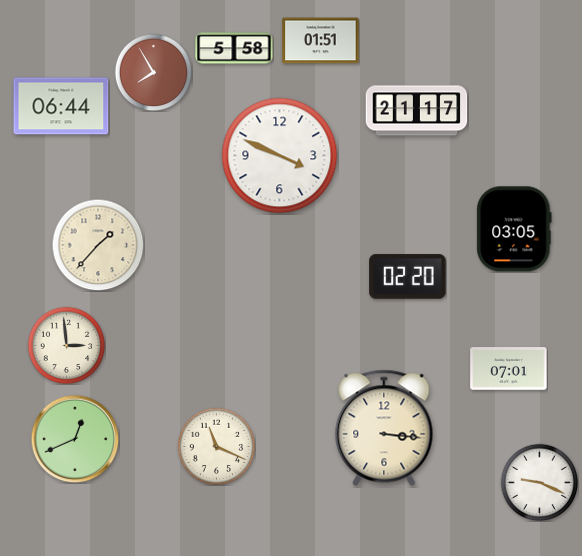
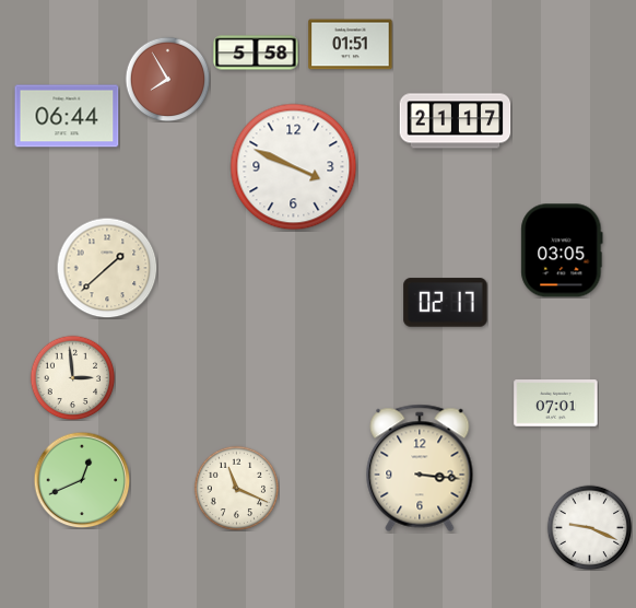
clock at (280, 156) position: (280, 156) -> (294, 167)
clock at (98, 245): 1:37 -> 1:38
clock at (408, 277): 02:20 -> 02:17
